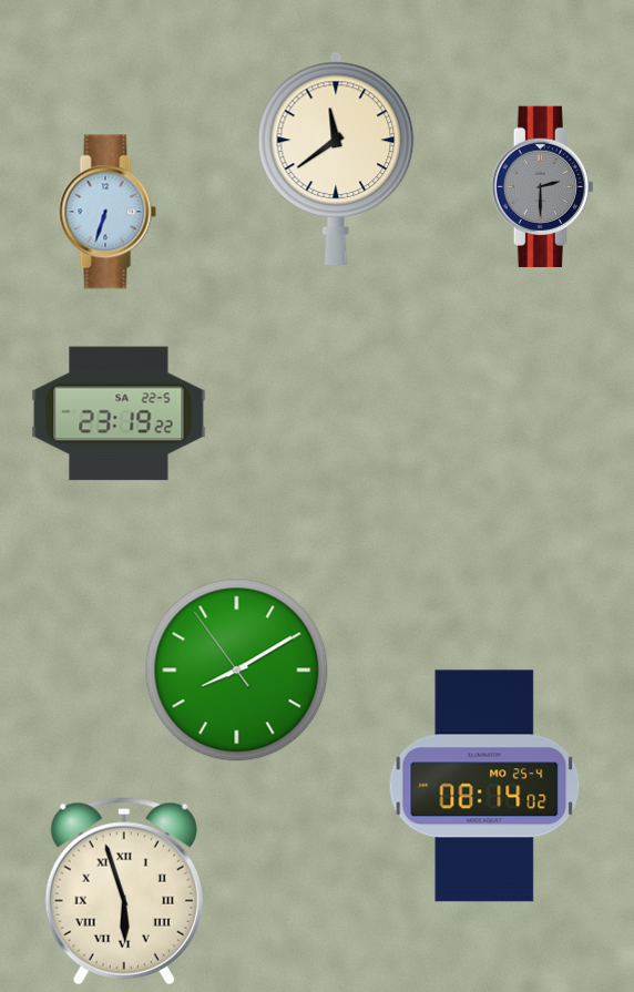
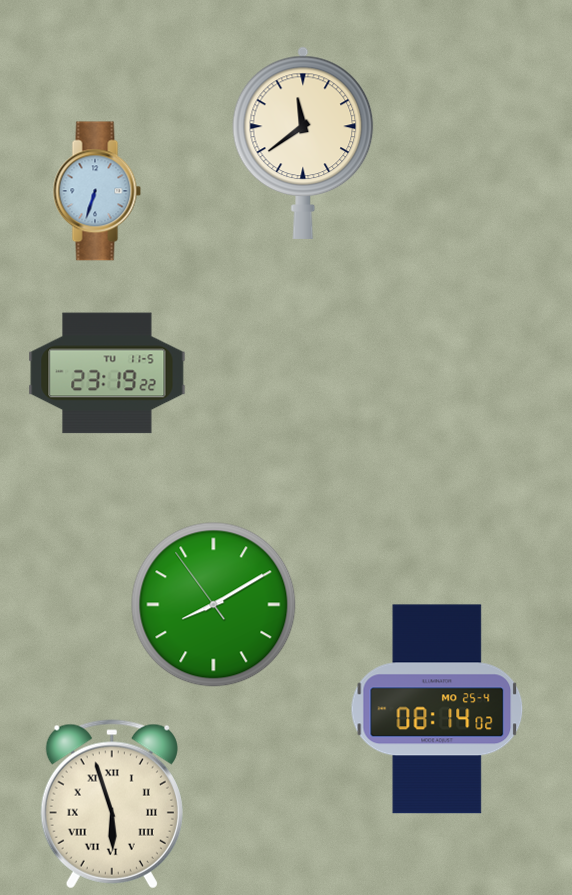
clock at (542, 187): 2:30 -> none
clock at (119, 413) date: SA 22-5 -> TU 11-5
